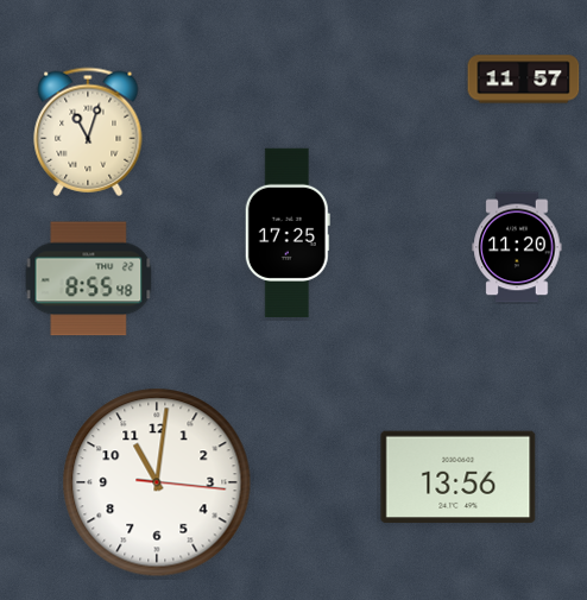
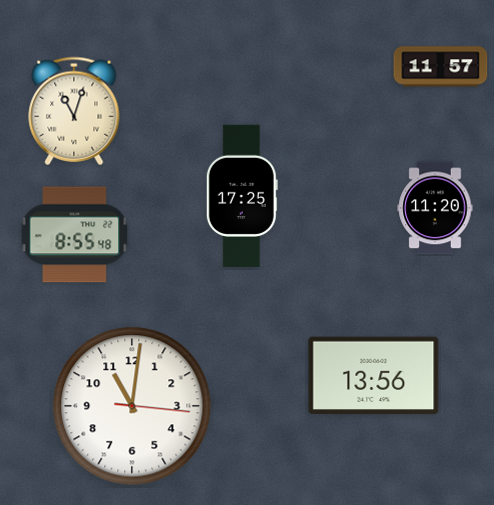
clock at (459, 478) position: (459, 478) -> (374, 376)
